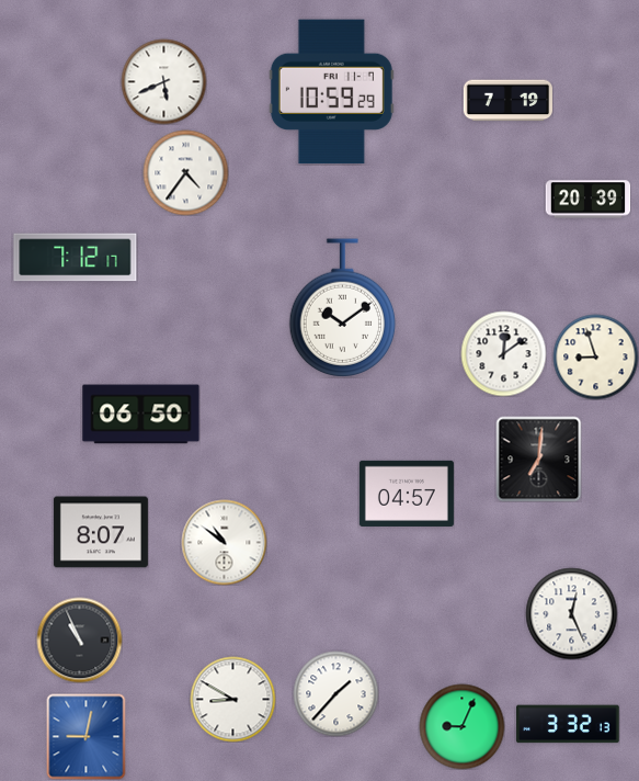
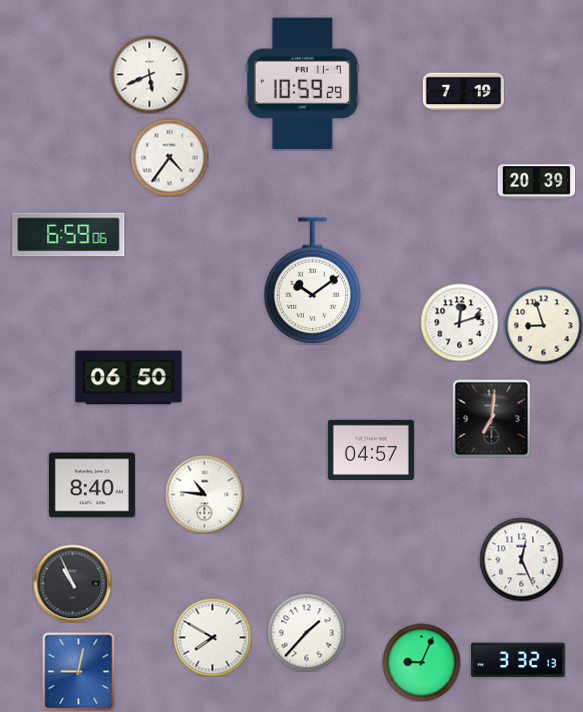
clock at (76, 258): 7:12 -> 6:59
clock at (503, 353): 12:09 -> 12:12
clock at (101, 532): 8:07 -> 8:40
clock at (224, 542): 10:51 -> 10:46
clock at (232, 699): 8:50 -> 7:50
